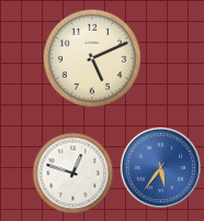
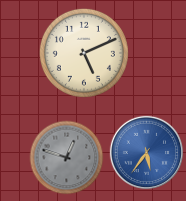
clock at (73, 174) dial: white -> grey
